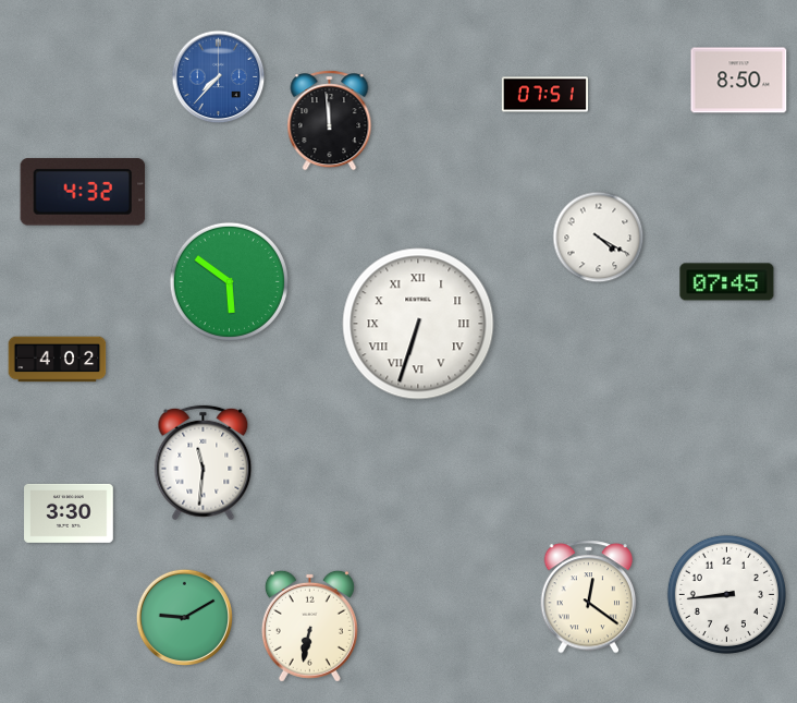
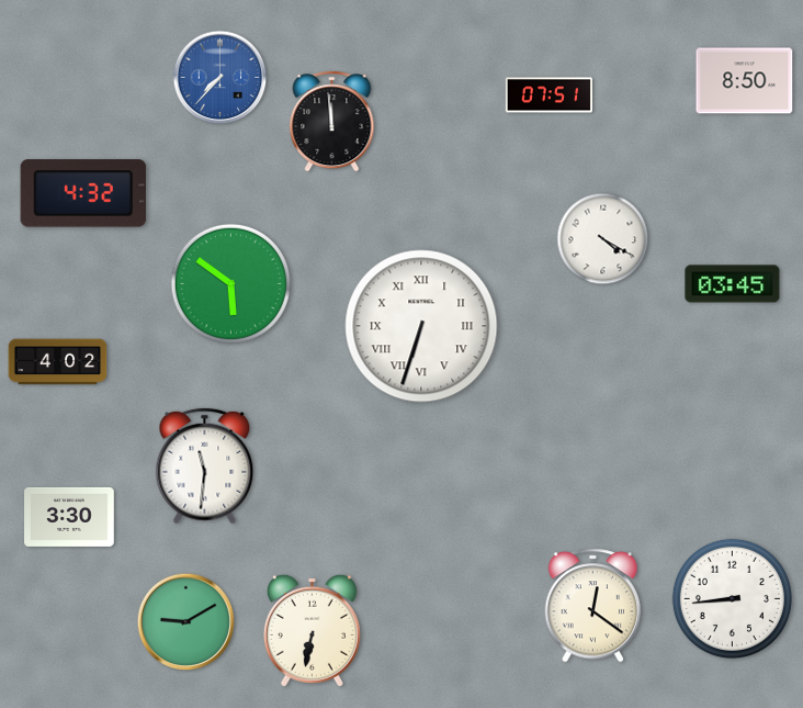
clock at (727, 282): 07:45 -> 03:45
clock at (589, 597) position: (589, 597) -> (593, 606)
